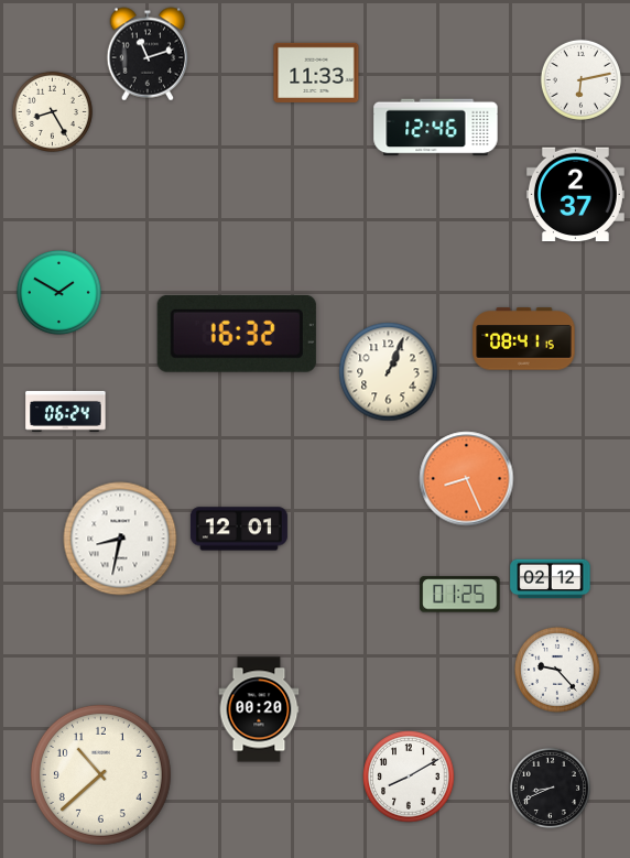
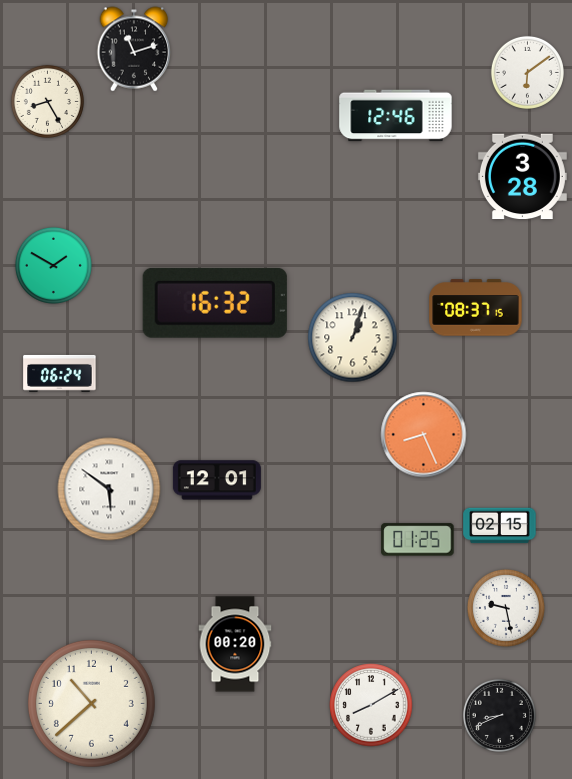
clock at (316, 73): 11:33 -> none
clock at (580, 79): 6:13 -> 6:09
clock at (575, 195): 2:37 -> 3:28
clock at (524, 339): 08:41 -> 08:37
clock at (389, 372): 1:04 -> 1:03
clock at (120, 539): 8:32 -> 5:51
clock at (551, 579): 02:12 -> 02:15
clock at (557, 670): 9:23 -> 9:28
